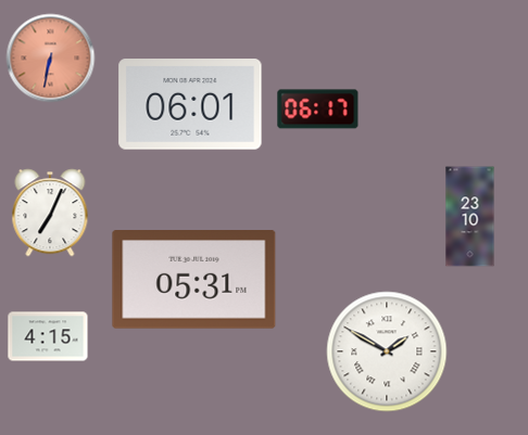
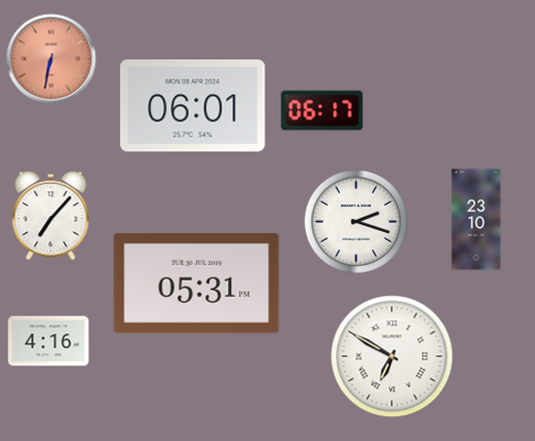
clock at (50, 213): 7:04 -> 7:07
clock at (357, 222): none -> 2:18
clock at (48, 336): 4:15 -> 4:16
clock at (387, 351): 1:50 -> 6:50
